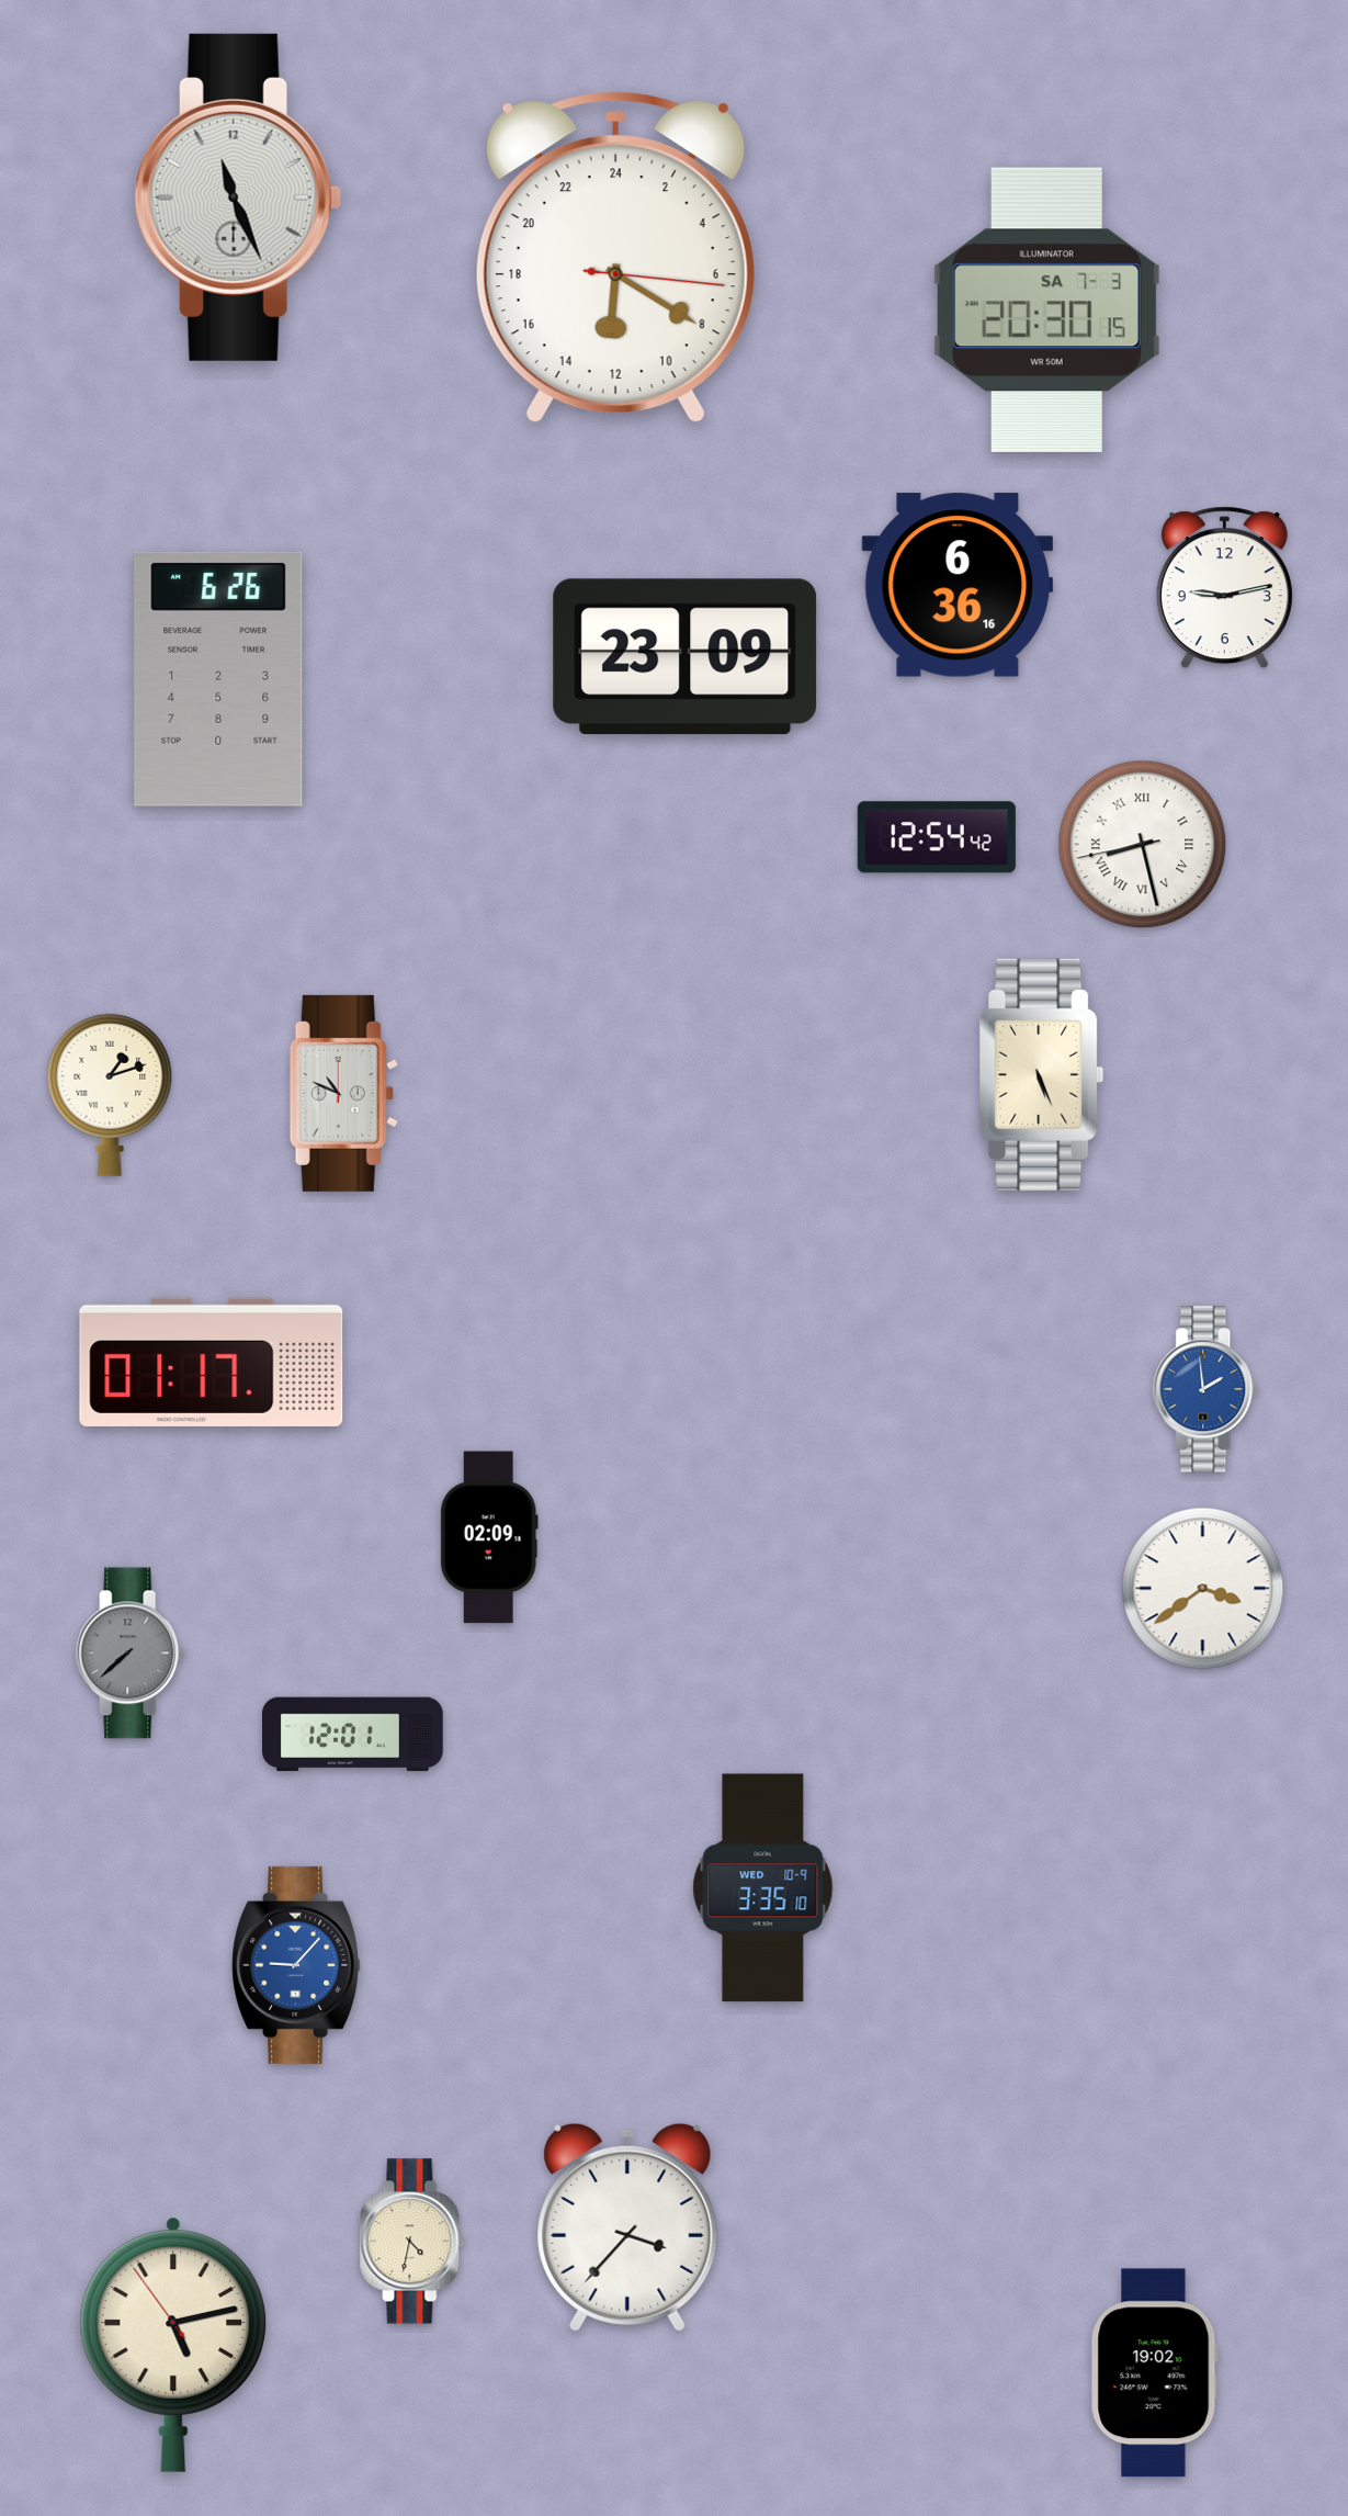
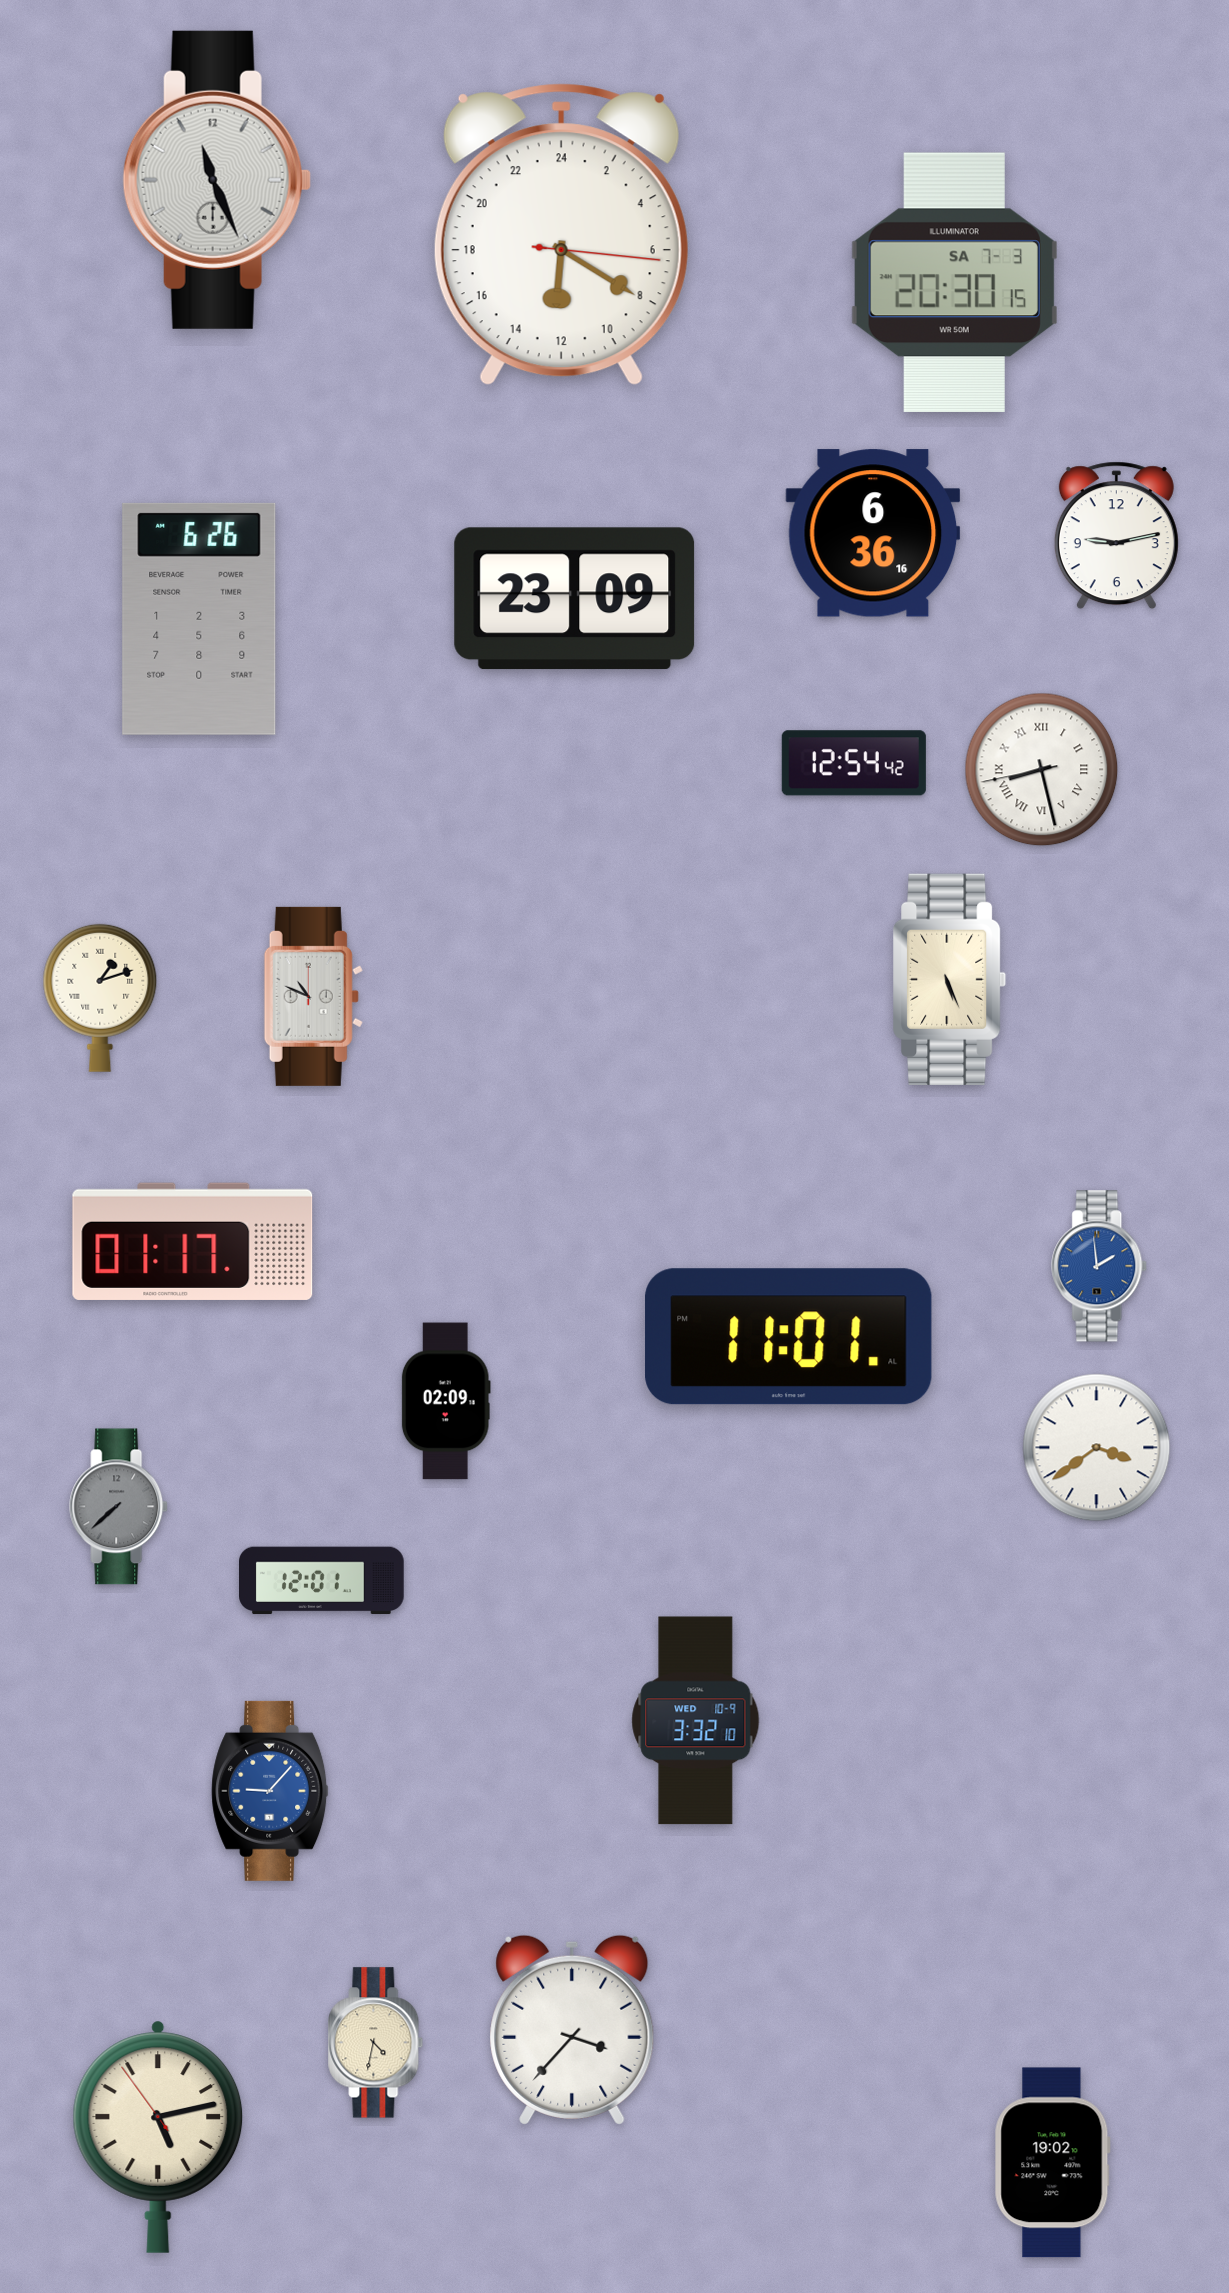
clock at (686, 657) position: (686, 657) -> (575, 599)
clock at (789, 1337): none -> 11:01
clock at (763, 1888): 3:35 -> 3:32
